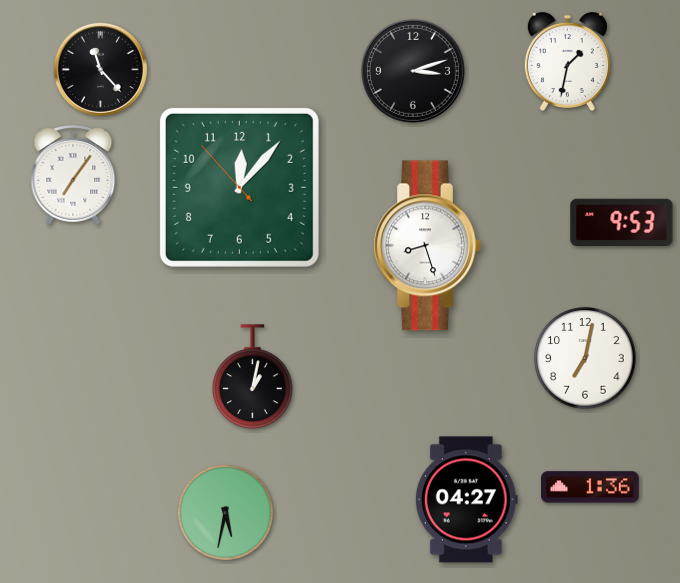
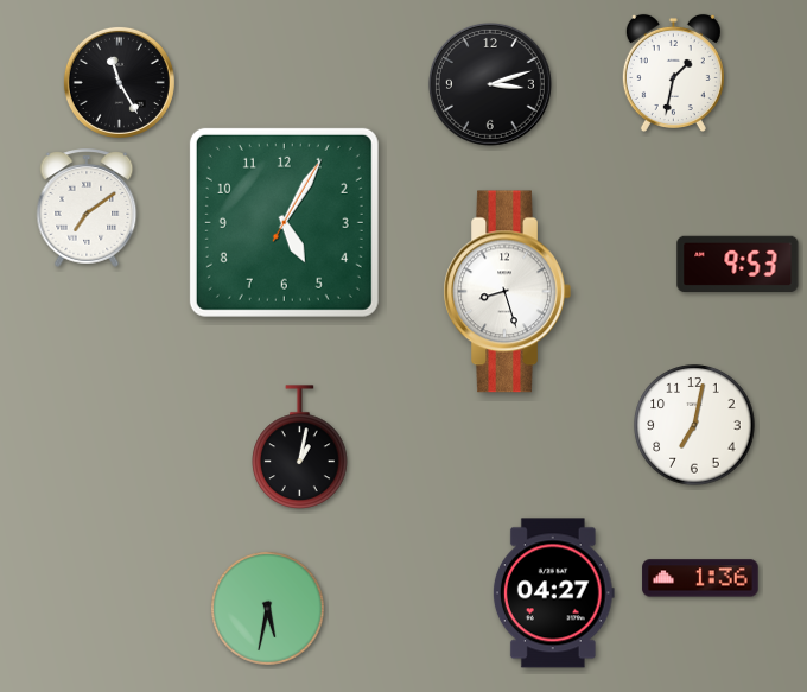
clock at (100, 69): 11:23 -> 11:25
clock at (73, 175): 7:06 -> 7:09
clock at (239, 187): 12:06 -> 5:05
